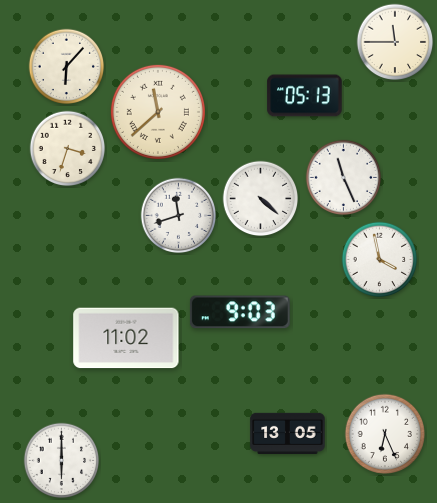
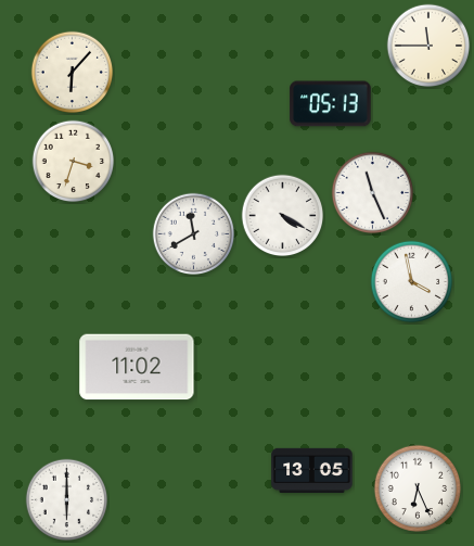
clock at (158, 112): 11:38 -> none
clock at (261, 199): 4:22 -> 4:20
clock at (179, 216): 11:42 -> 11:40
clock at (240, 312): 9:03 -> none
clock at (385, 434) position: (385, 434) -> (418, 488)
